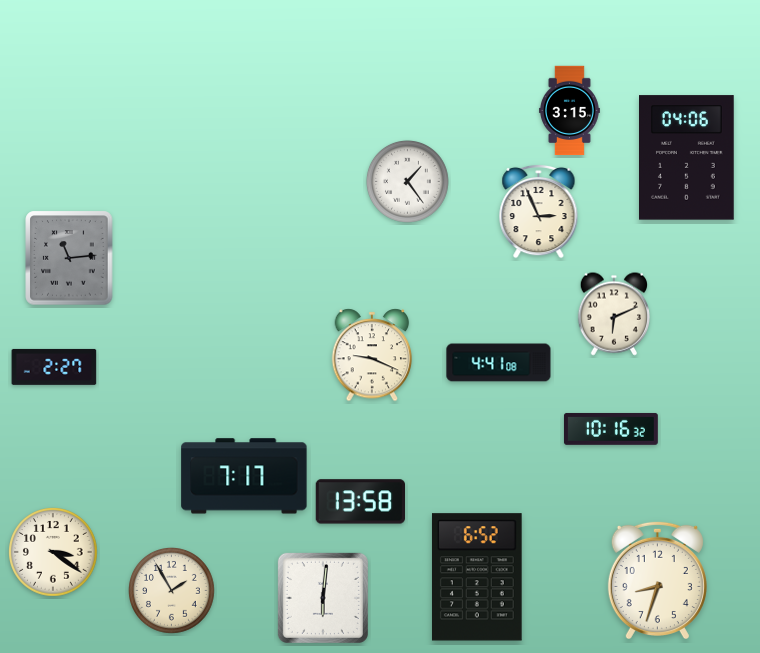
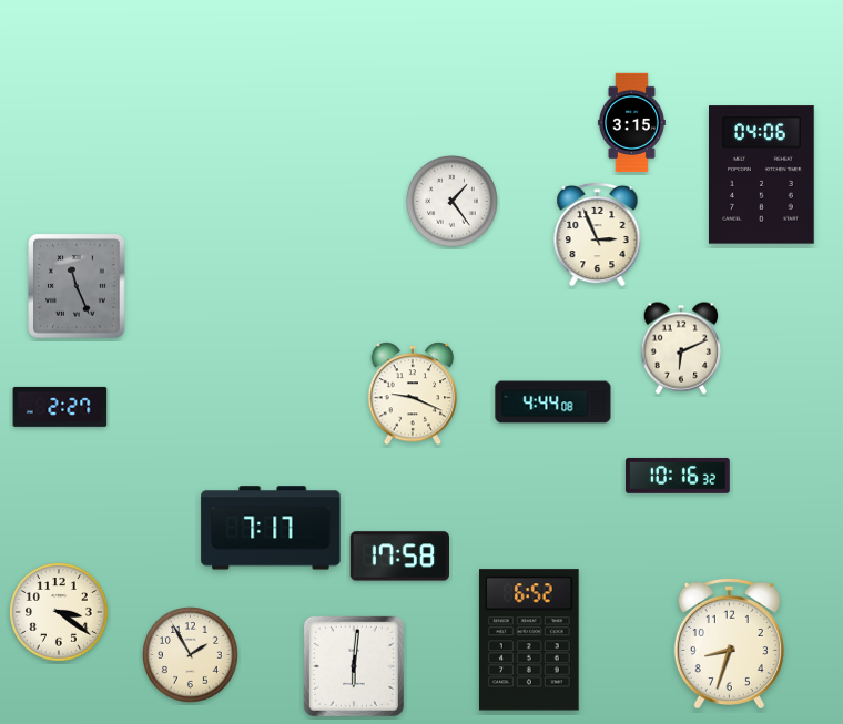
clock at (69, 258): 11:14 -> 11:26
clock at (499, 363): 4:41 -> 4:44
clock at (360, 502): 13:58 -> 17:58
clock at (323, 598) position: (323, 598) -> (354, 666)
